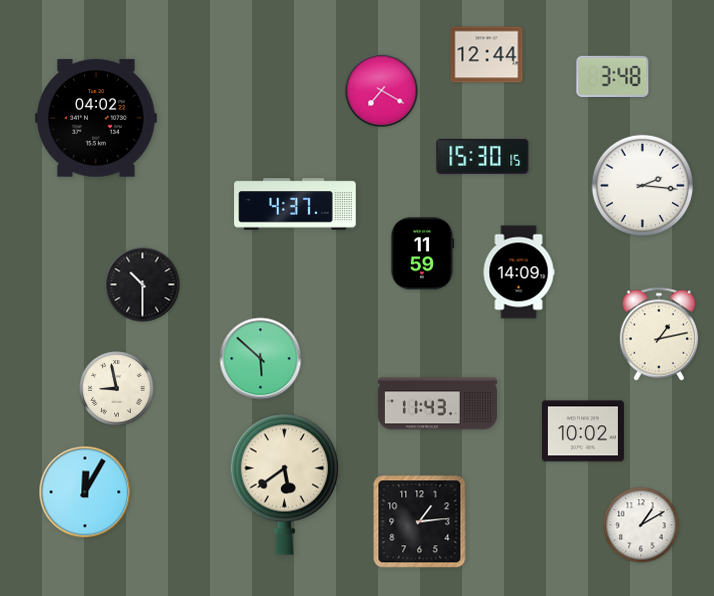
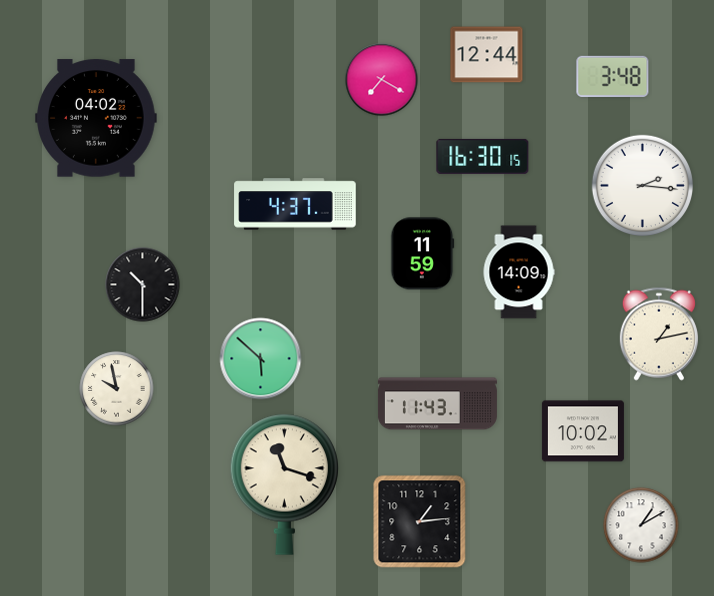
clock at (382, 91) position: (382, 91) -> (382, 80)
clock at (483, 156): 15:30 -> 16:30
clock at (117, 389): 8:58 -> 9:58
clock at (284, 484): 5:39 -> 11:18
clock at (85, 492): 12:05 -> none
